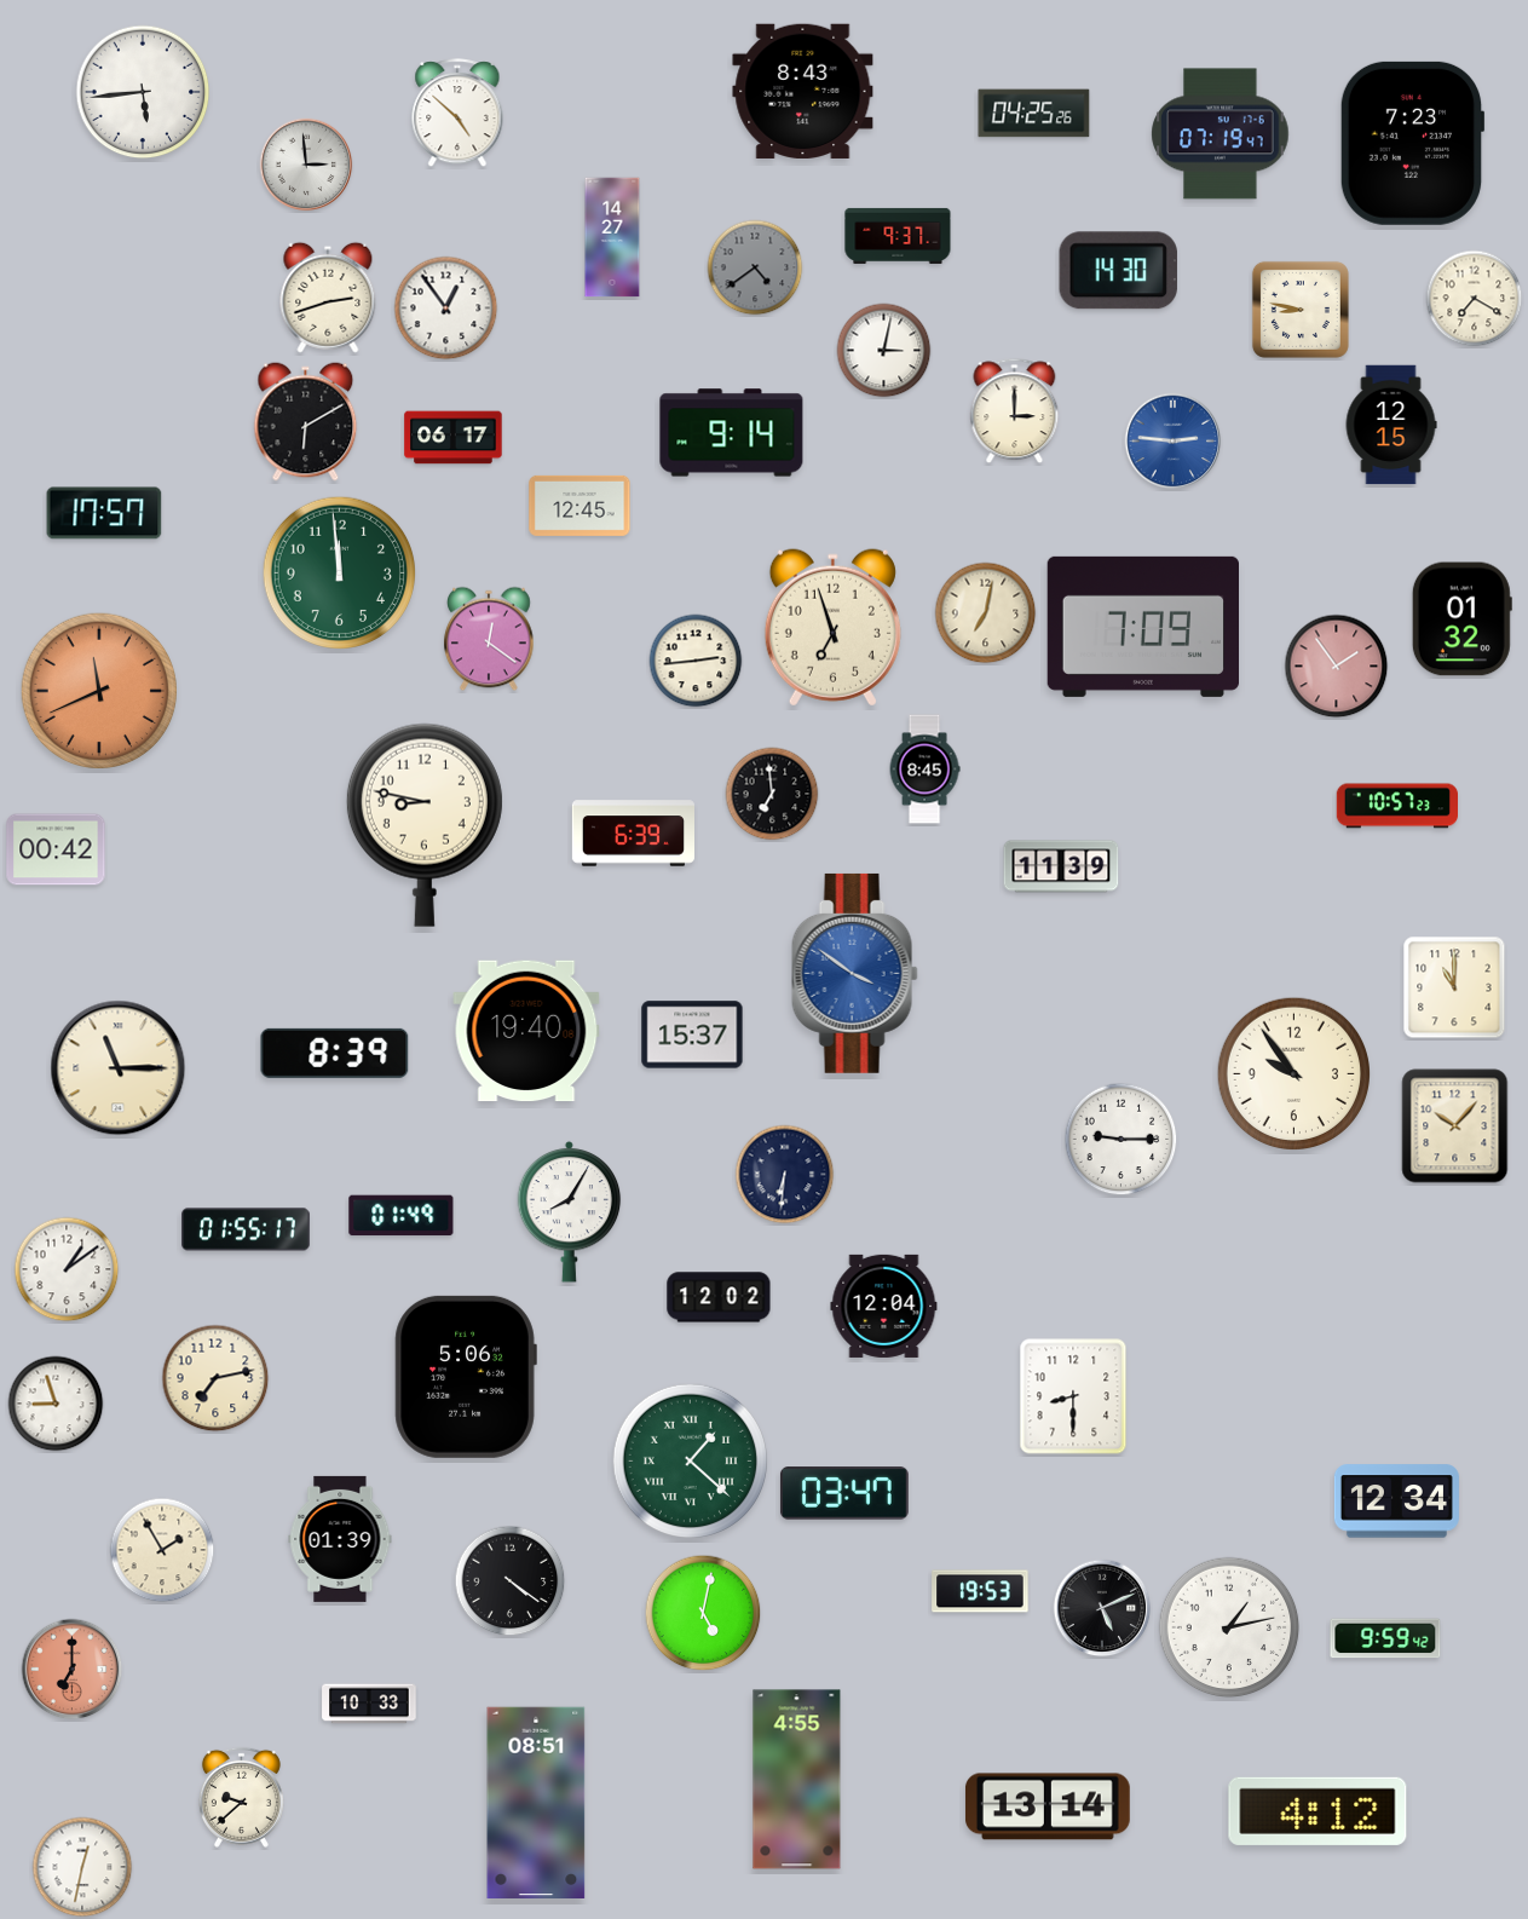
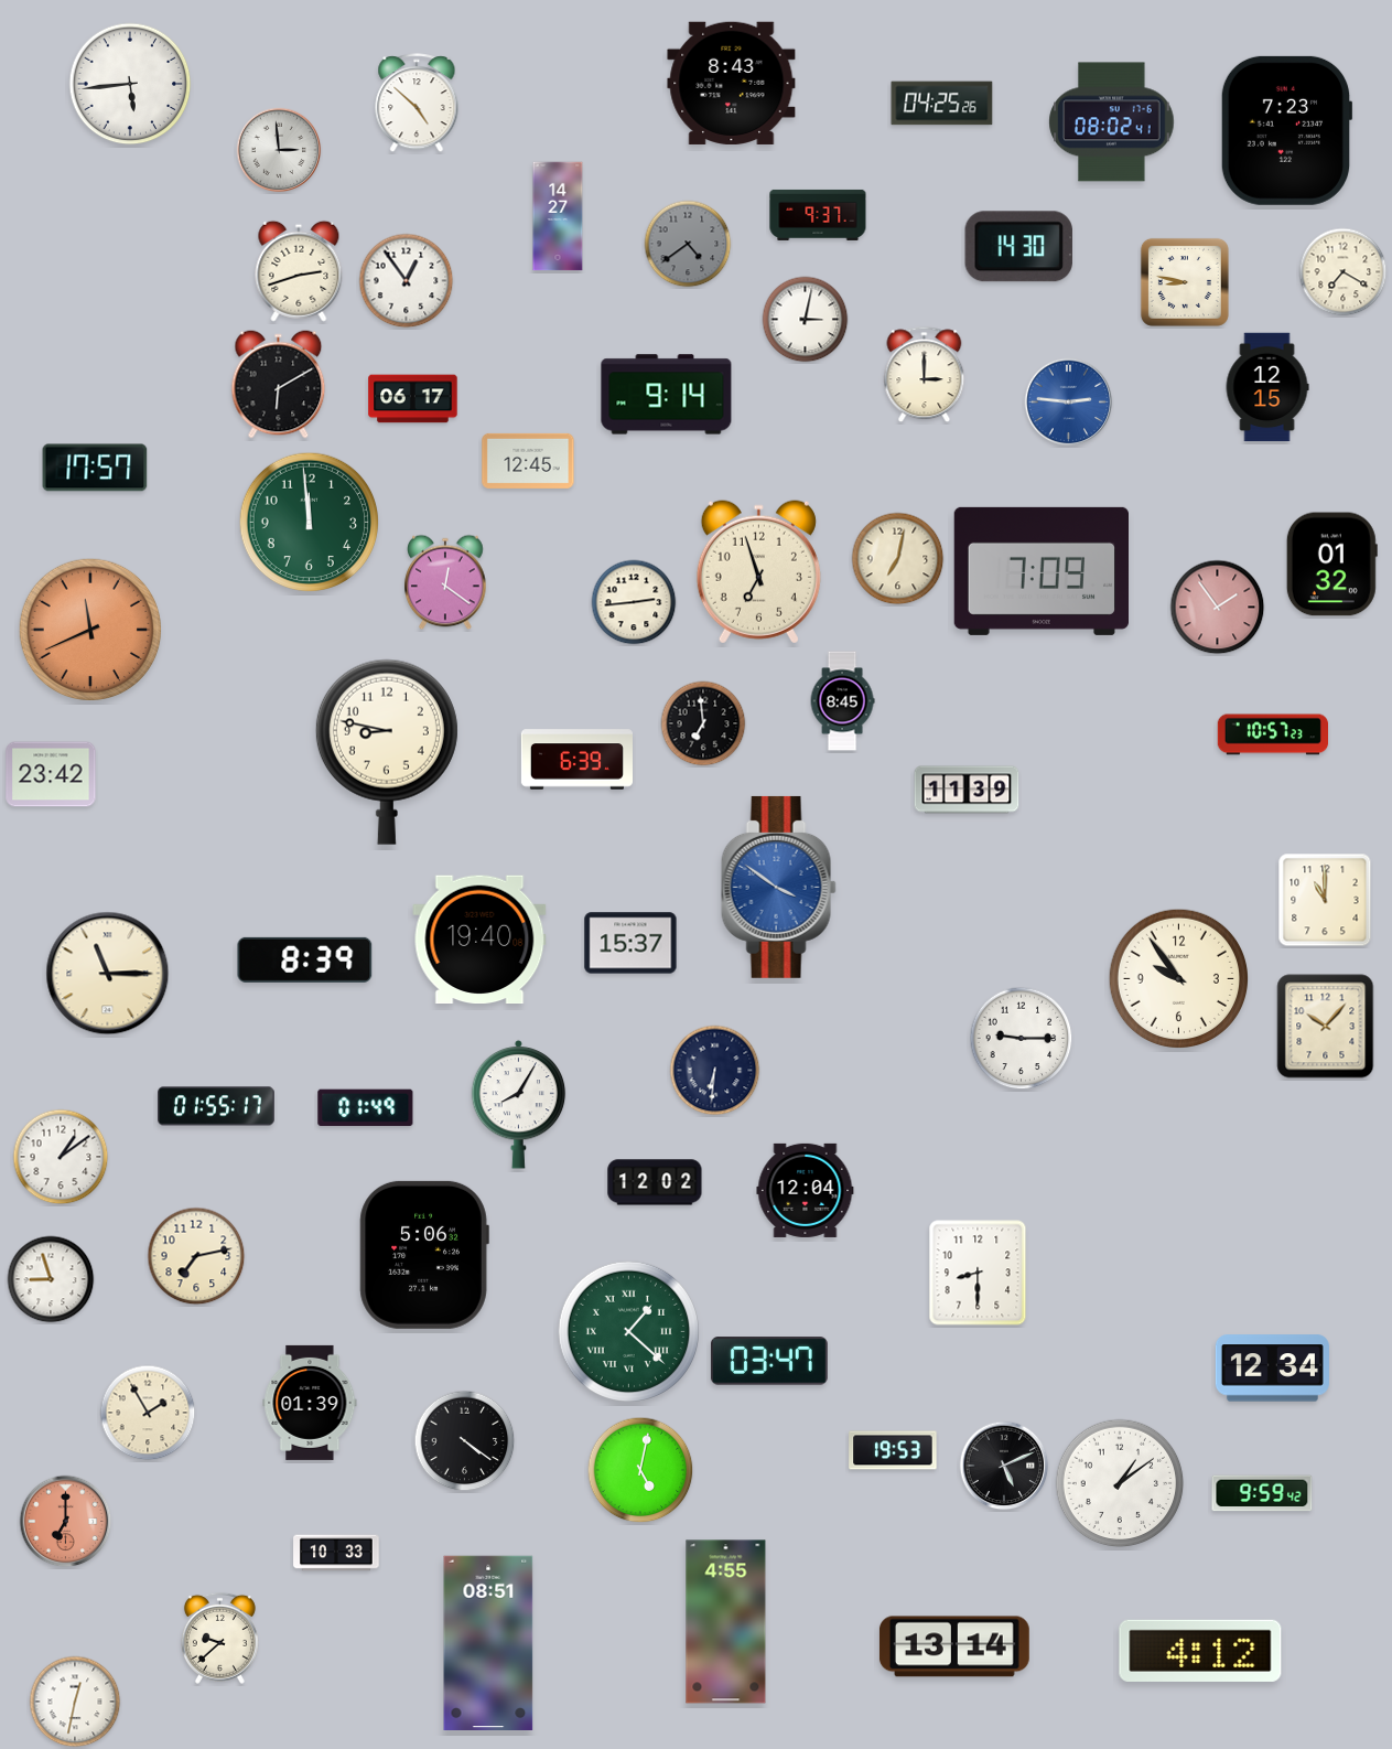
clock at (1221, 134): 07:19 -> 08:02
clock at (56, 849): 00:42 -> 23:42
clock at (247, 1229) position: (247, 1229) -> (217, 1106)
clock at (1229, 1627): 1:13 -> 1:09
